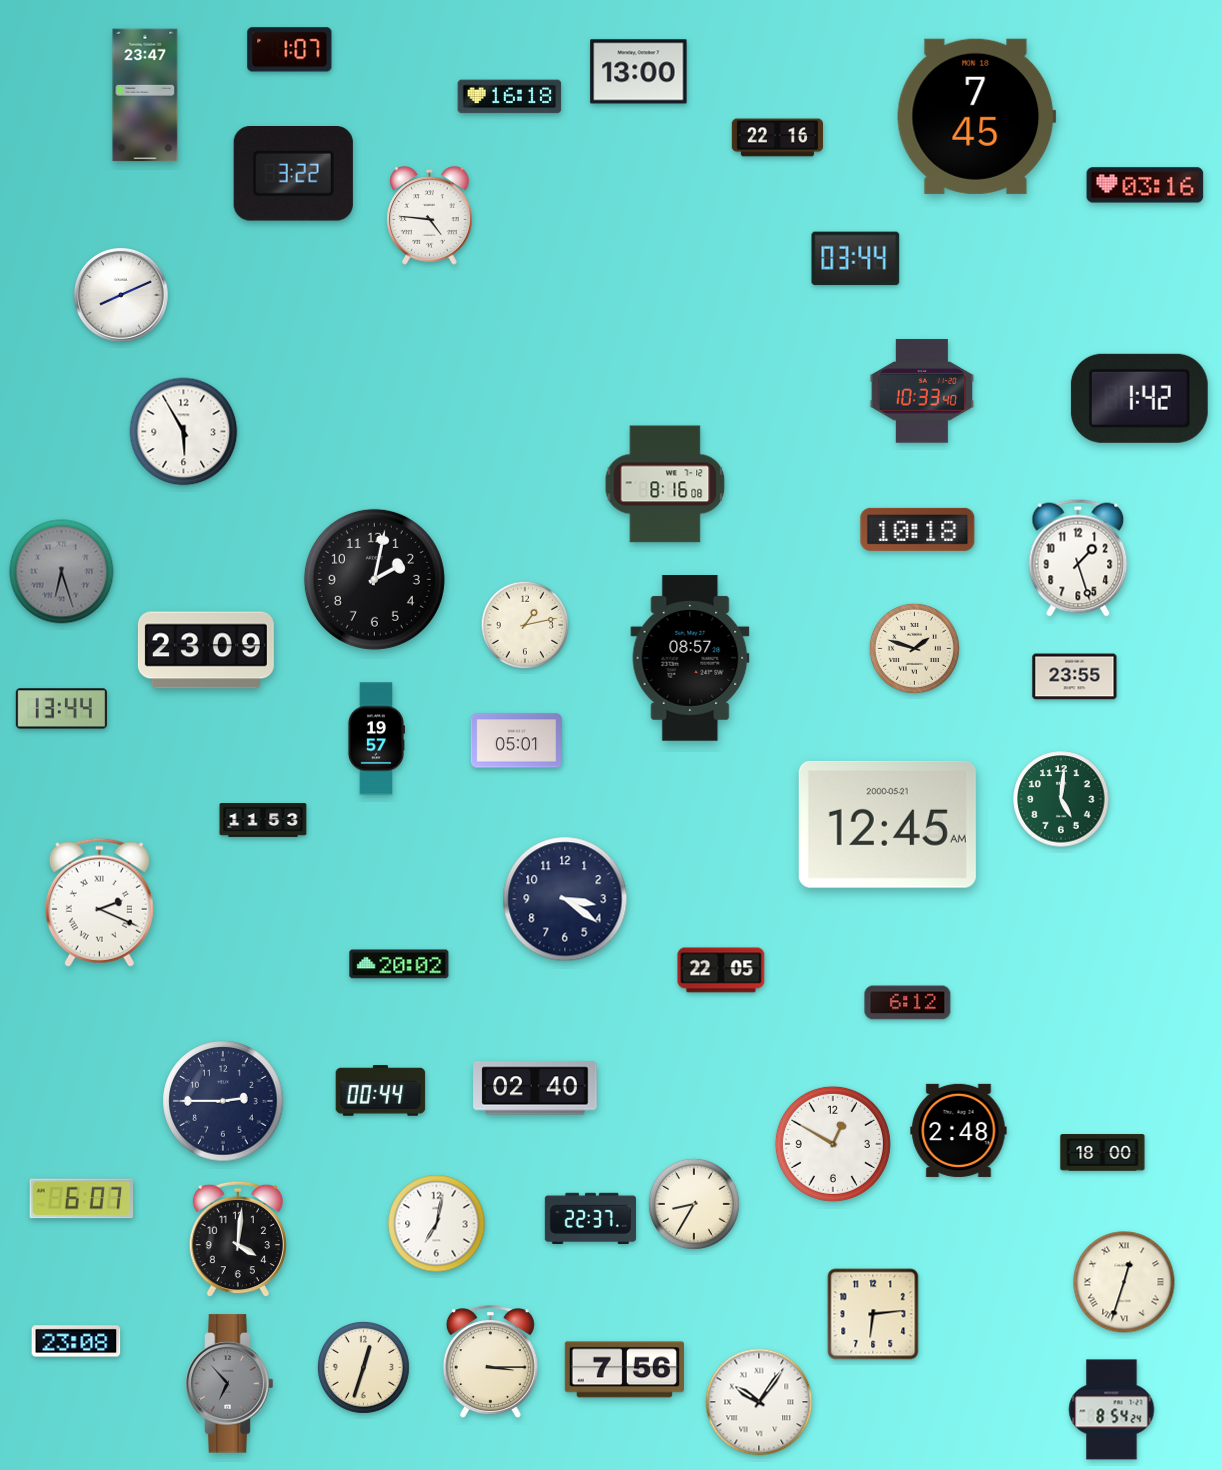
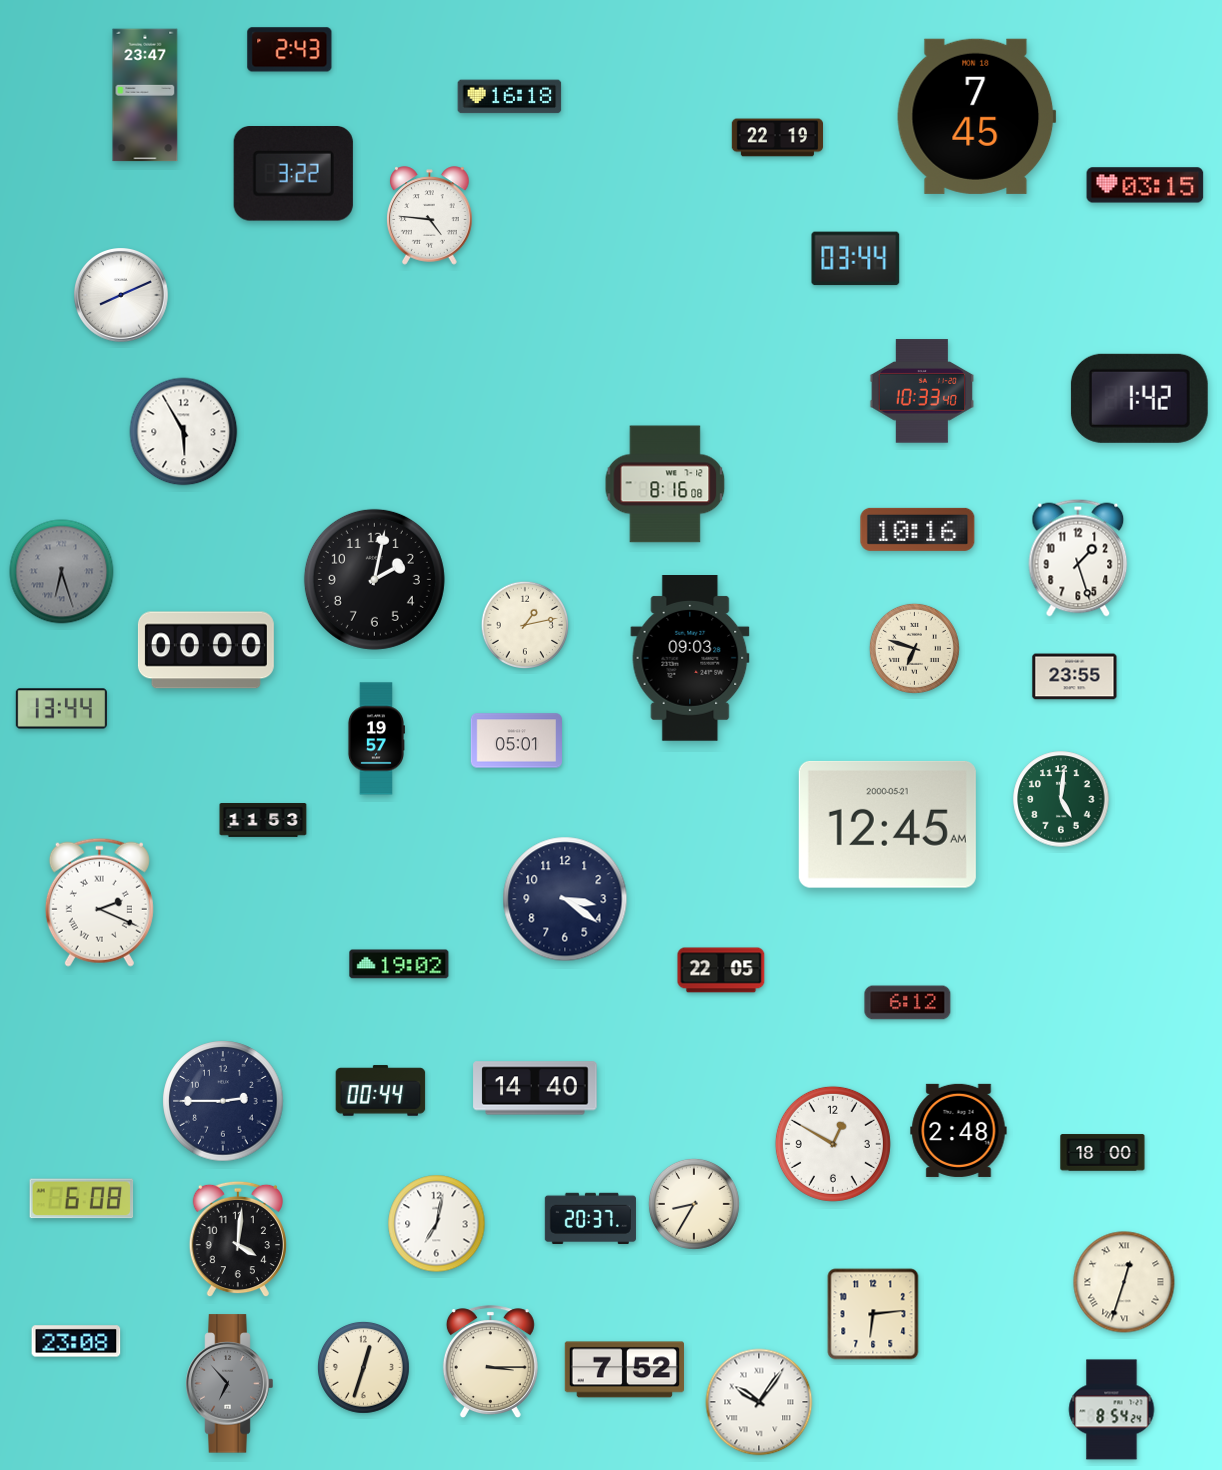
clock at (290, 50): 1:07 -> 2:43
clock at (639, 72): 13:00 -> none
clock at (777, 138): 22:16 -> 22:19
clock at (1145, 185): 03:16 -> 03:15
clock at (918, 529): 10:18 -> 10:16
clock at (914, 648): 1:48 -> 6:48
clock at (206, 650): 23:09 -> 00:00
clock at (690, 659): 08:57 -> 09:03
clock at (399, 964): 20:02 -> 19:02
clock at (535, 1088): 02:40 -> 14:40
clock at (82, 1199): 6:07 -> 6:08
clock at (590, 1218): 22:37 -> 20:37
clock at (624, 1370): 7:56 -> 7:52
